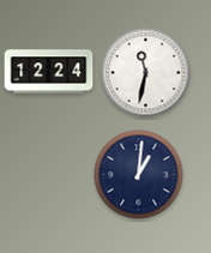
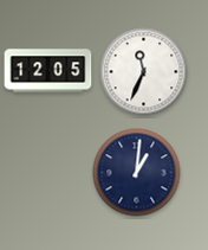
clock at (49, 72): 12:24 -> 12:05
clock at (146, 73): 11:32 -> 11:34
